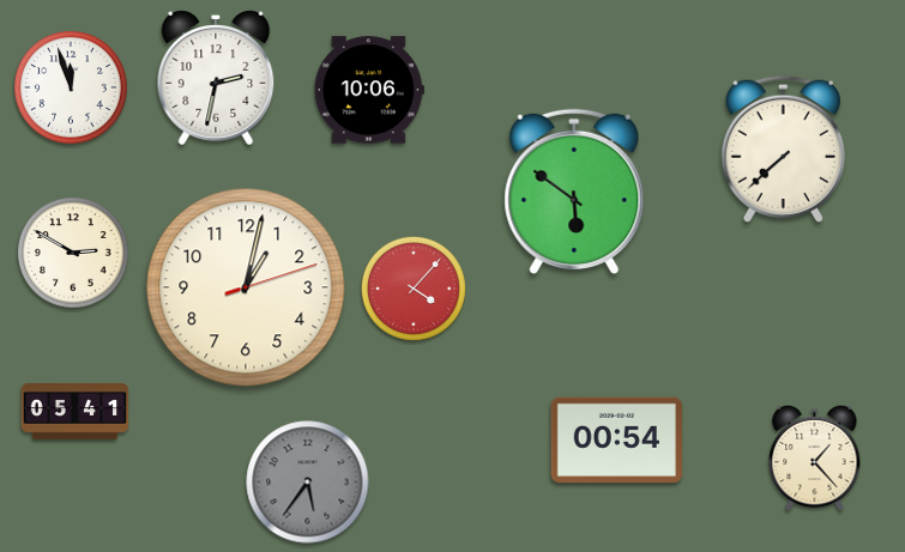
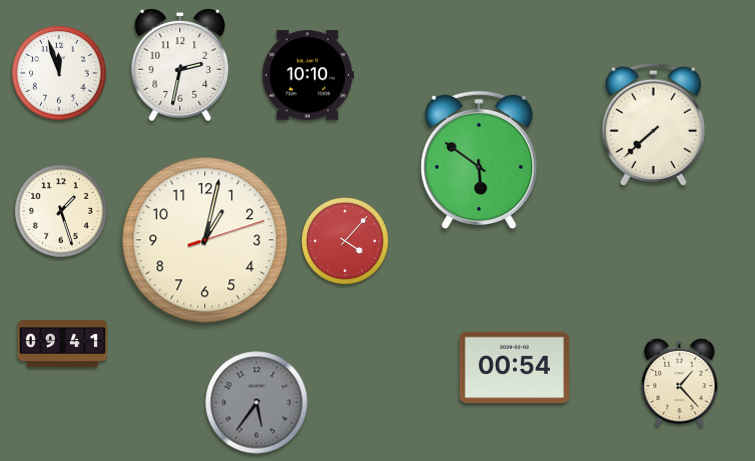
clock at (369, 90): 10:06 -> 10:10
clock at (73, 253): 2:50 -> 1:27
clock at (76, 411): 05:41 -> 09:41
